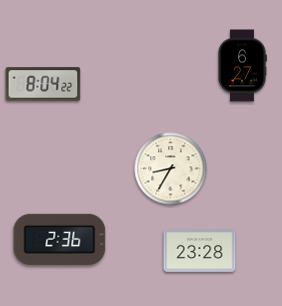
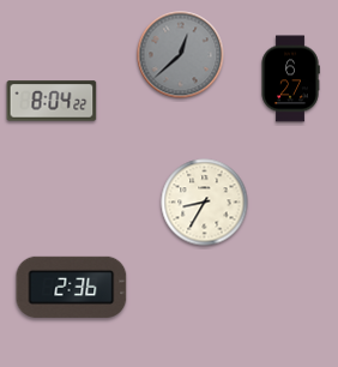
clock at (181, 55): none -> 12:38
clock at (200, 251): 23:28 -> none
